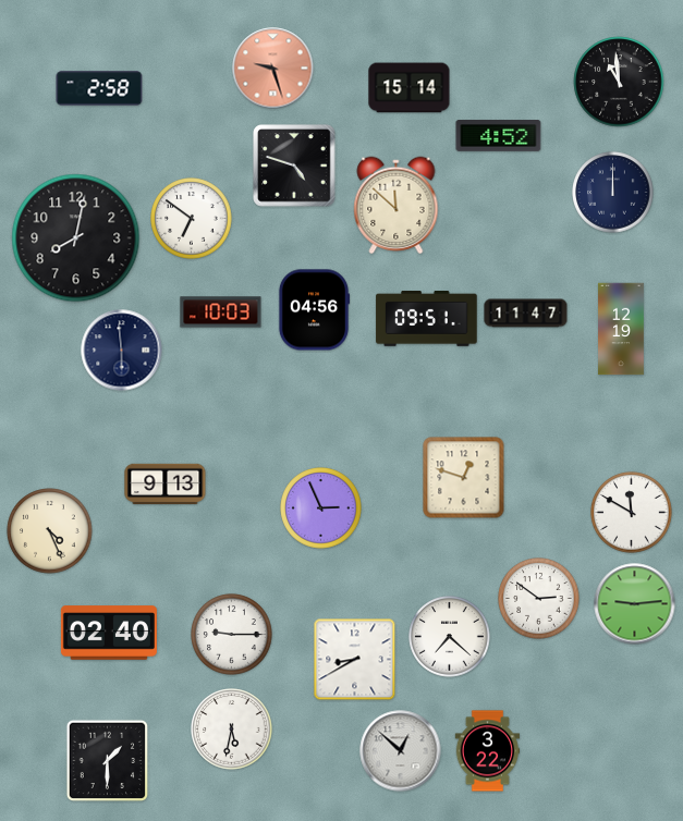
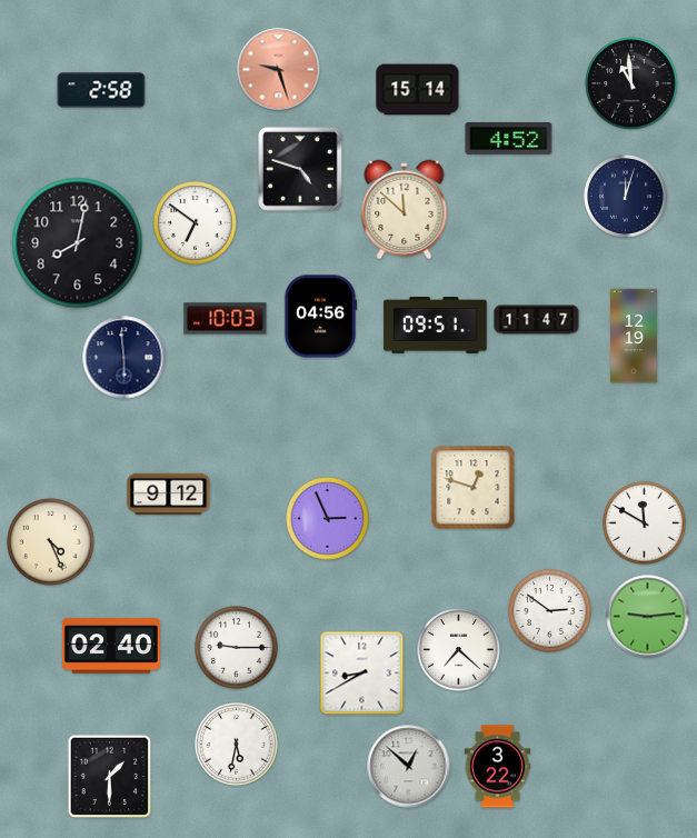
clock at (613, 193): 12:00 -> 12:03
clock at (166, 485): 9:13 -> 9:12
